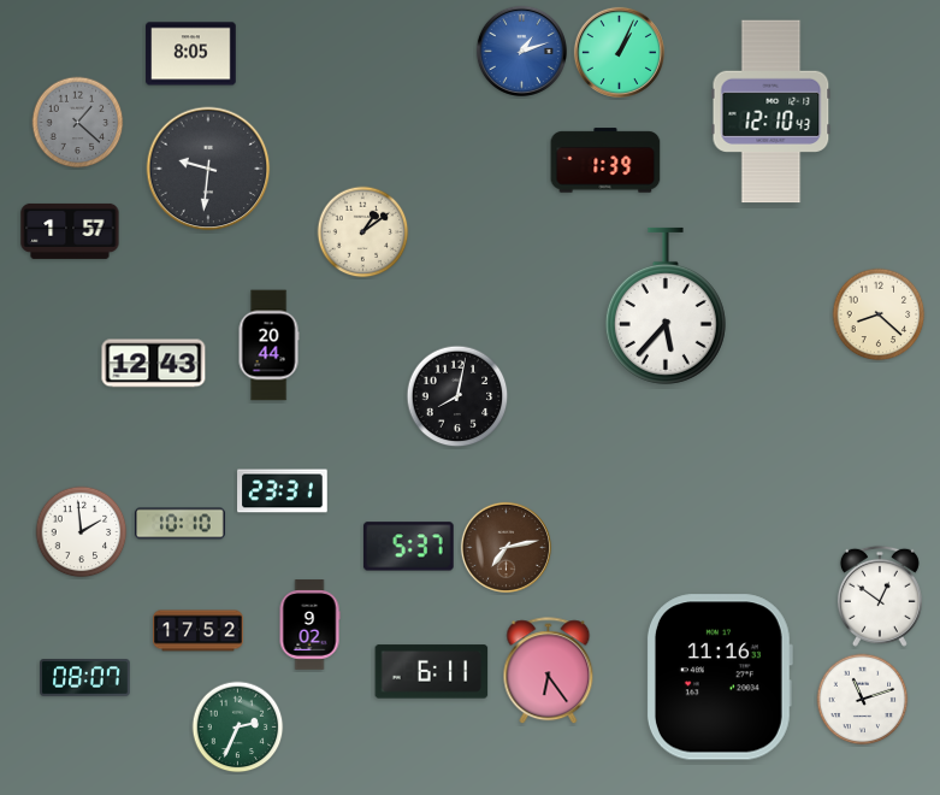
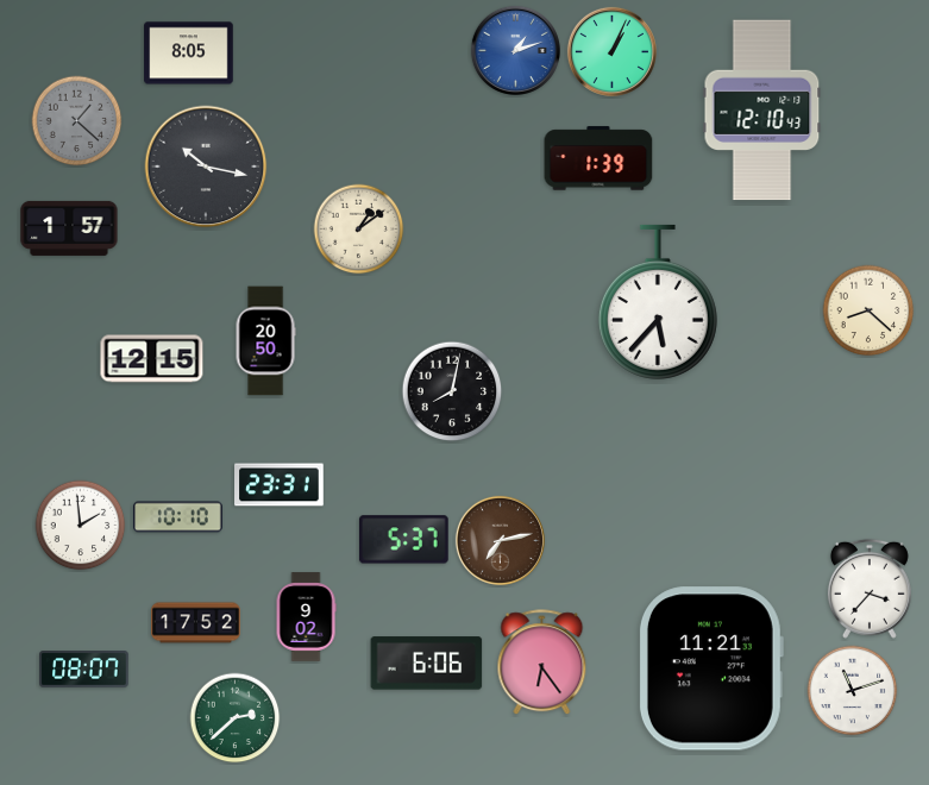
clock at (208, 169): 9:31 -> 10:17
clock at (268, 346): 20:44 -> 20:50
clock at (154, 364): 12:43 -> 12:15
clock at (880, 596): 12:51 -> 3:37
clock at (432, 672): 6:11 -> 6:06
clock at (719, 677): 11:16 -> 11:21
clock at (238, 728): 2:34 -> 2:38
